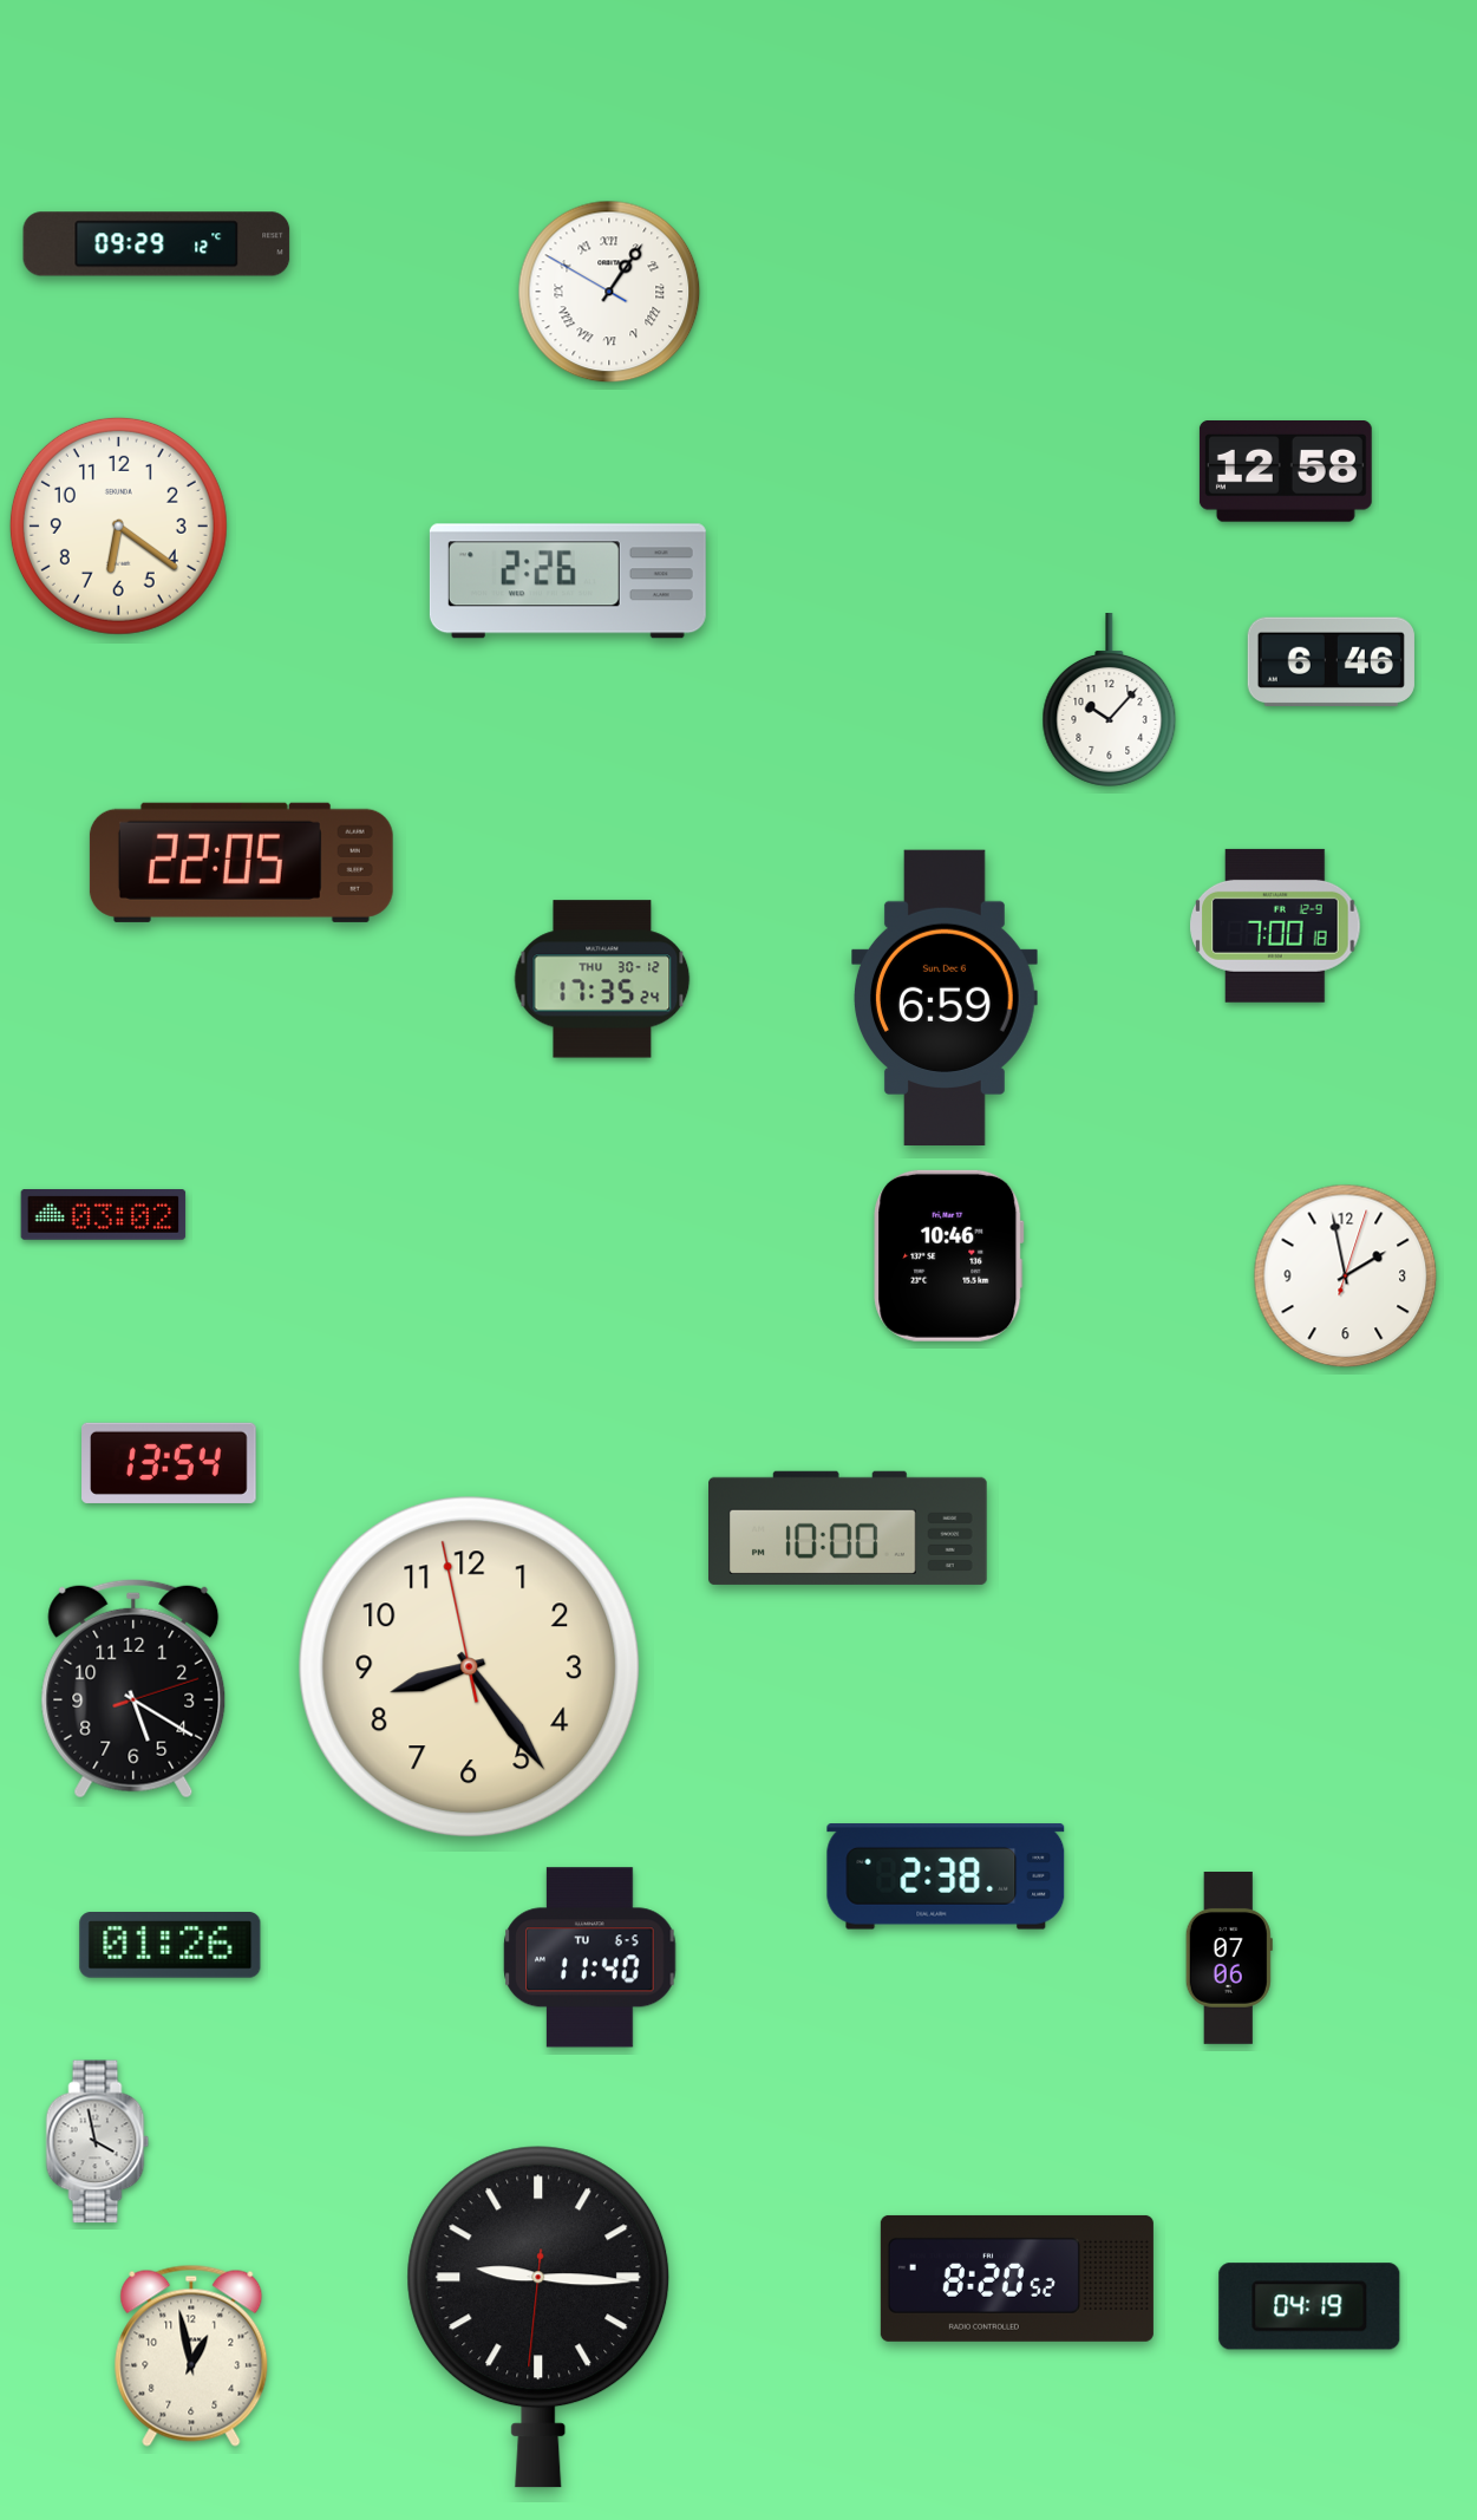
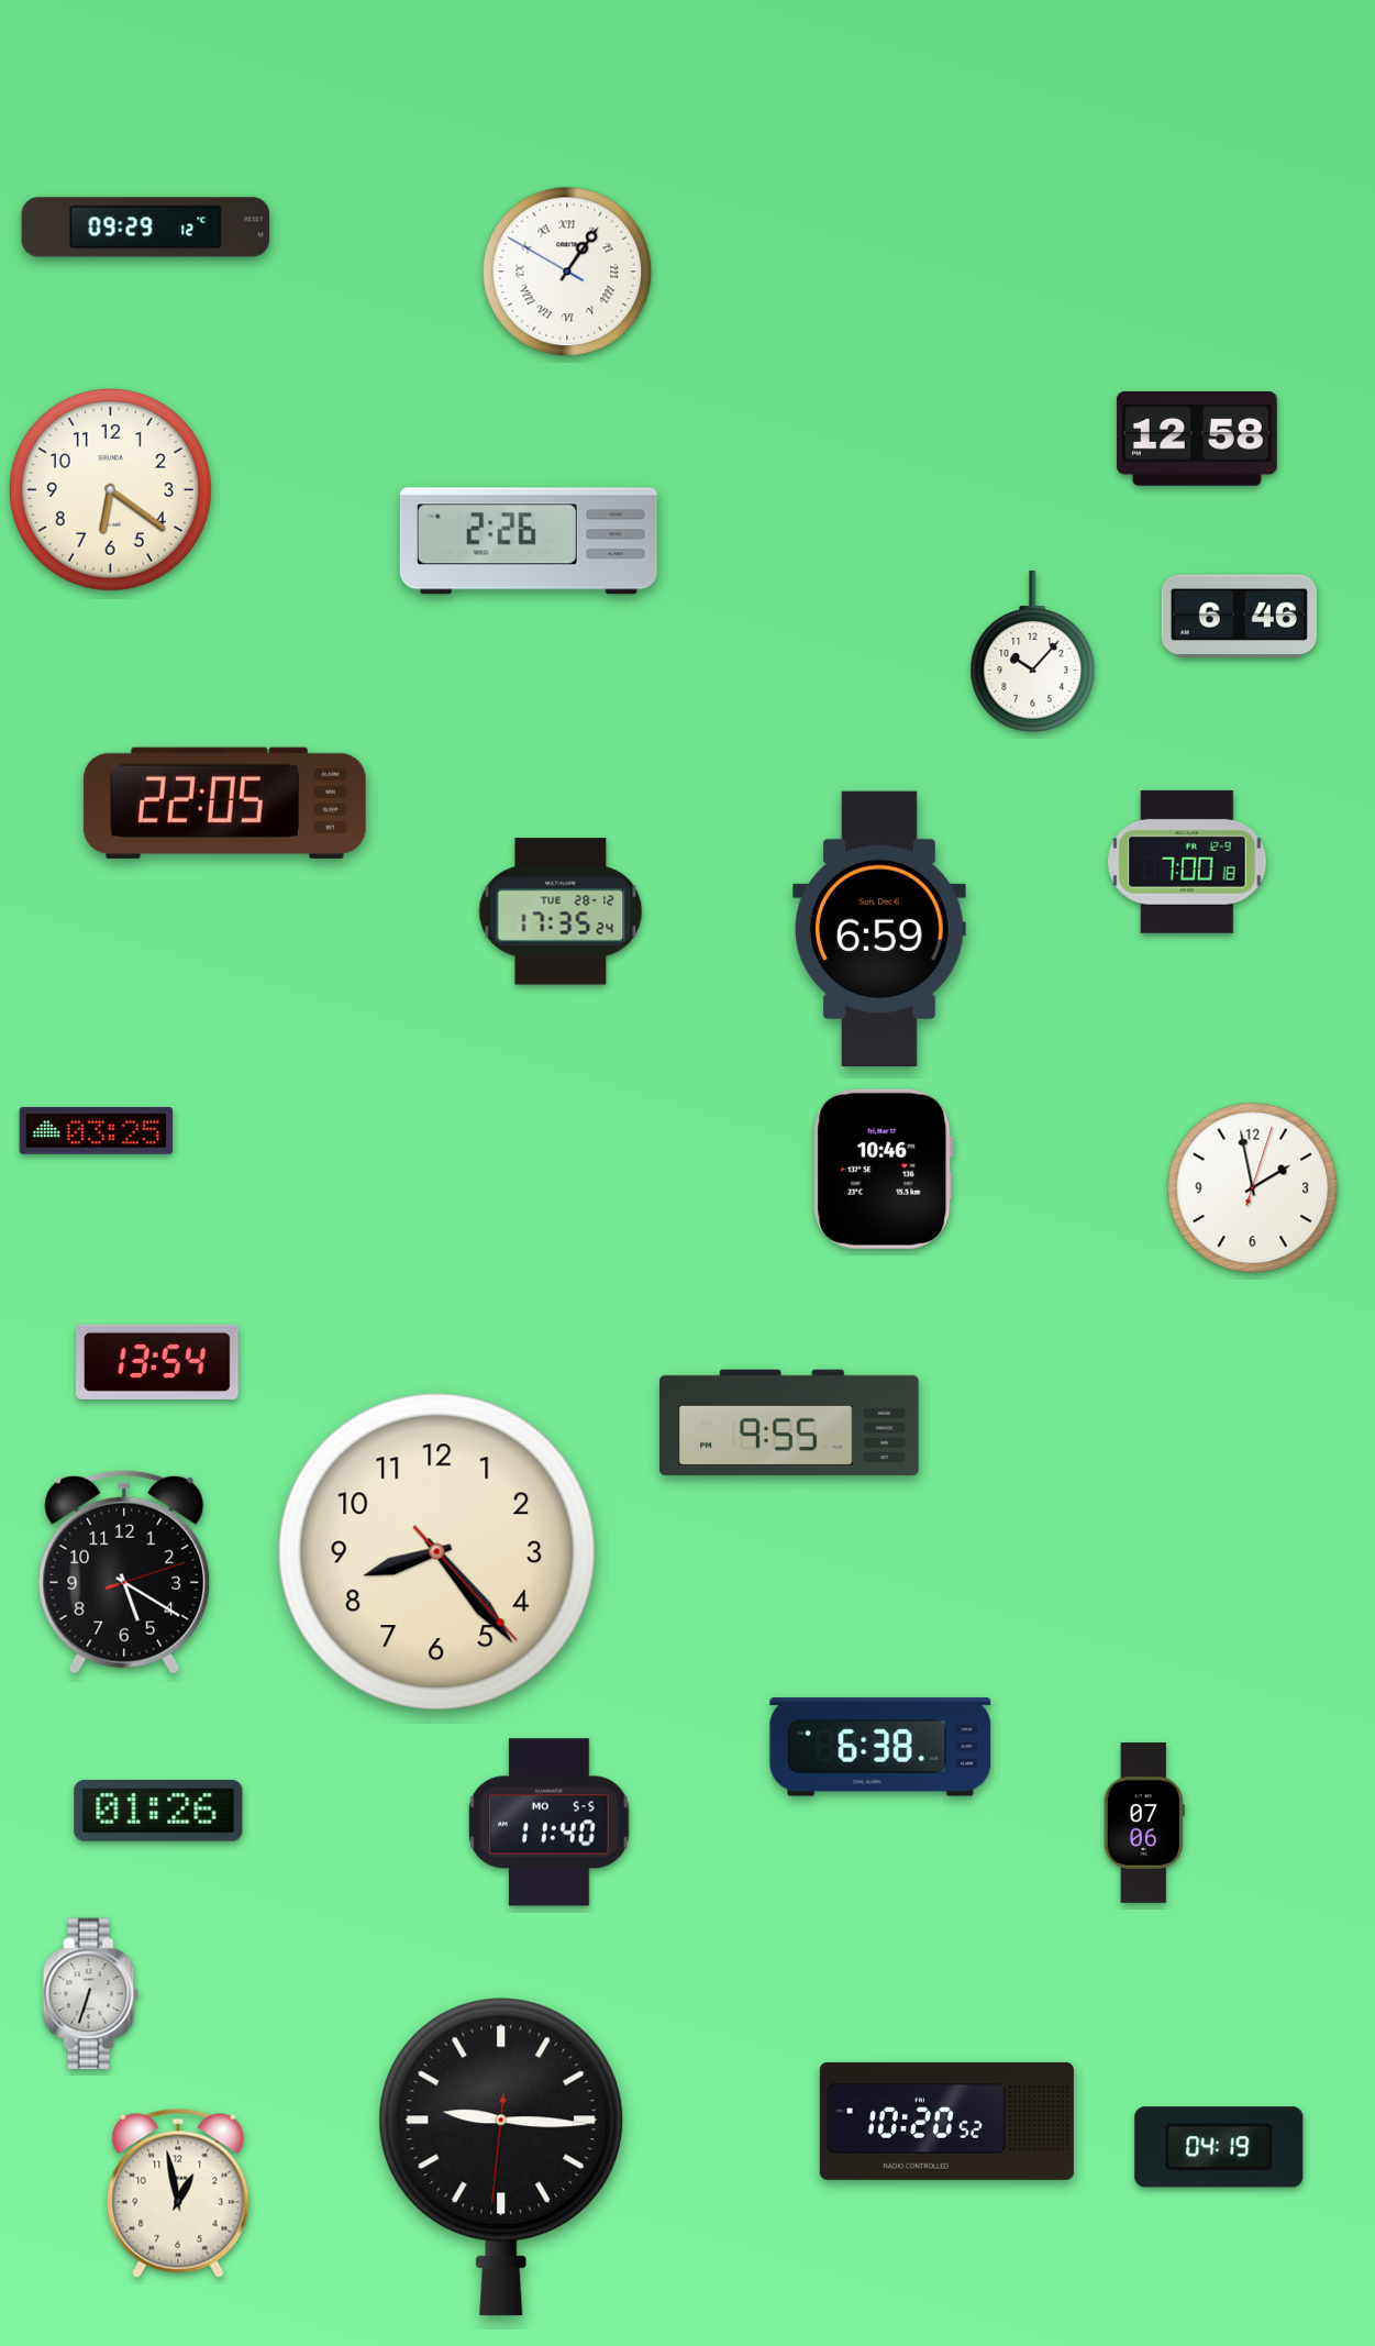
clock at (602, 979) date: THU 30-12 -> TUE 28-12
clock at (104, 1215): 03:02 -> 03:25
clock at (849, 1528): 10:00 -> 9:55
clock at (470, 1667): 8:23:58 -> 8:23:23
clock at (946, 1876): 2:38 -> 6:38
clock at (590, 1958) date: TU 6-5 -> MO 5-5
clock at (98, 2142): 3:58 -> 6:33
clock at (1017, 2278): 8:20 -> 10:20
